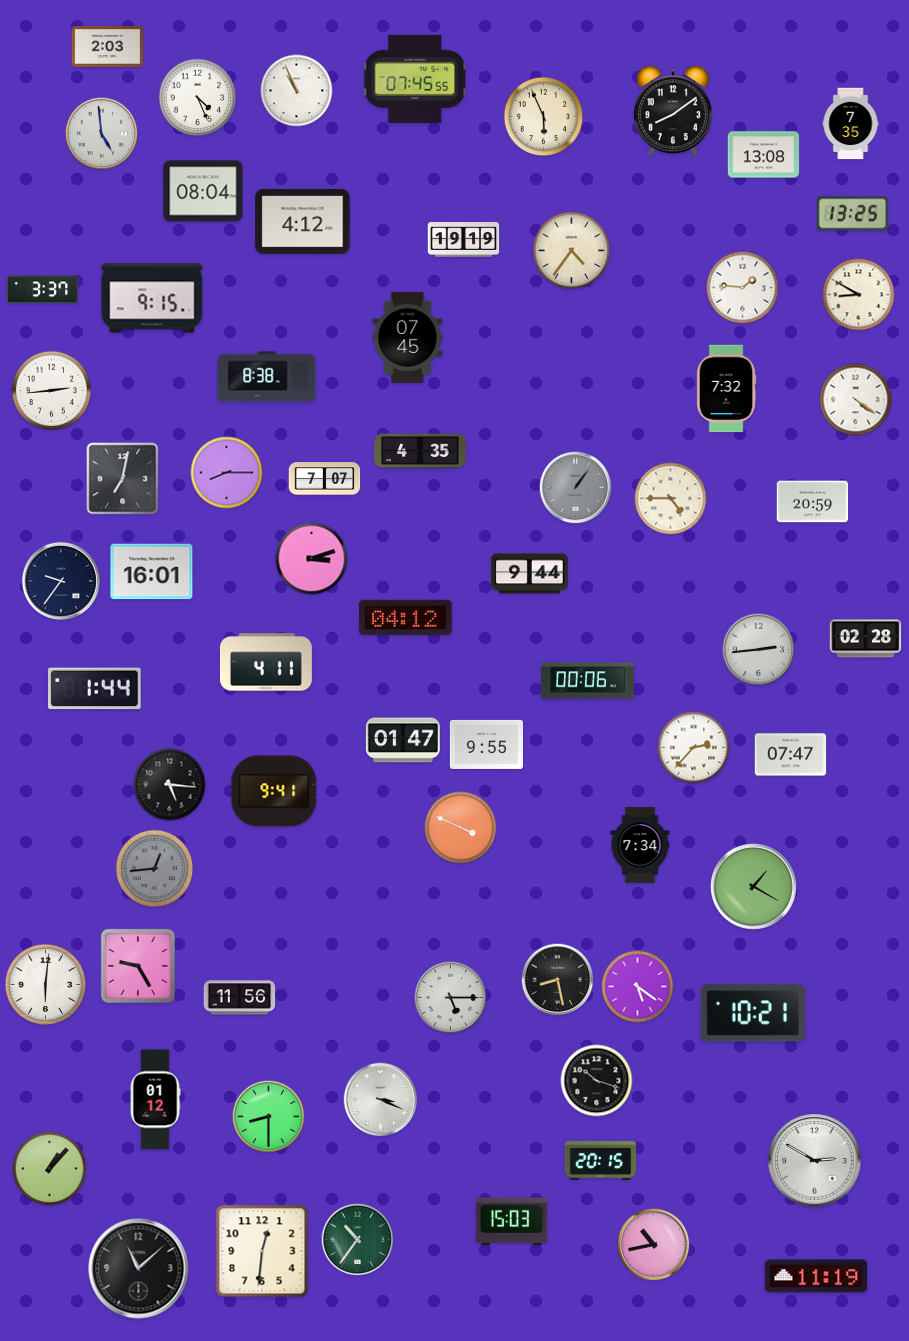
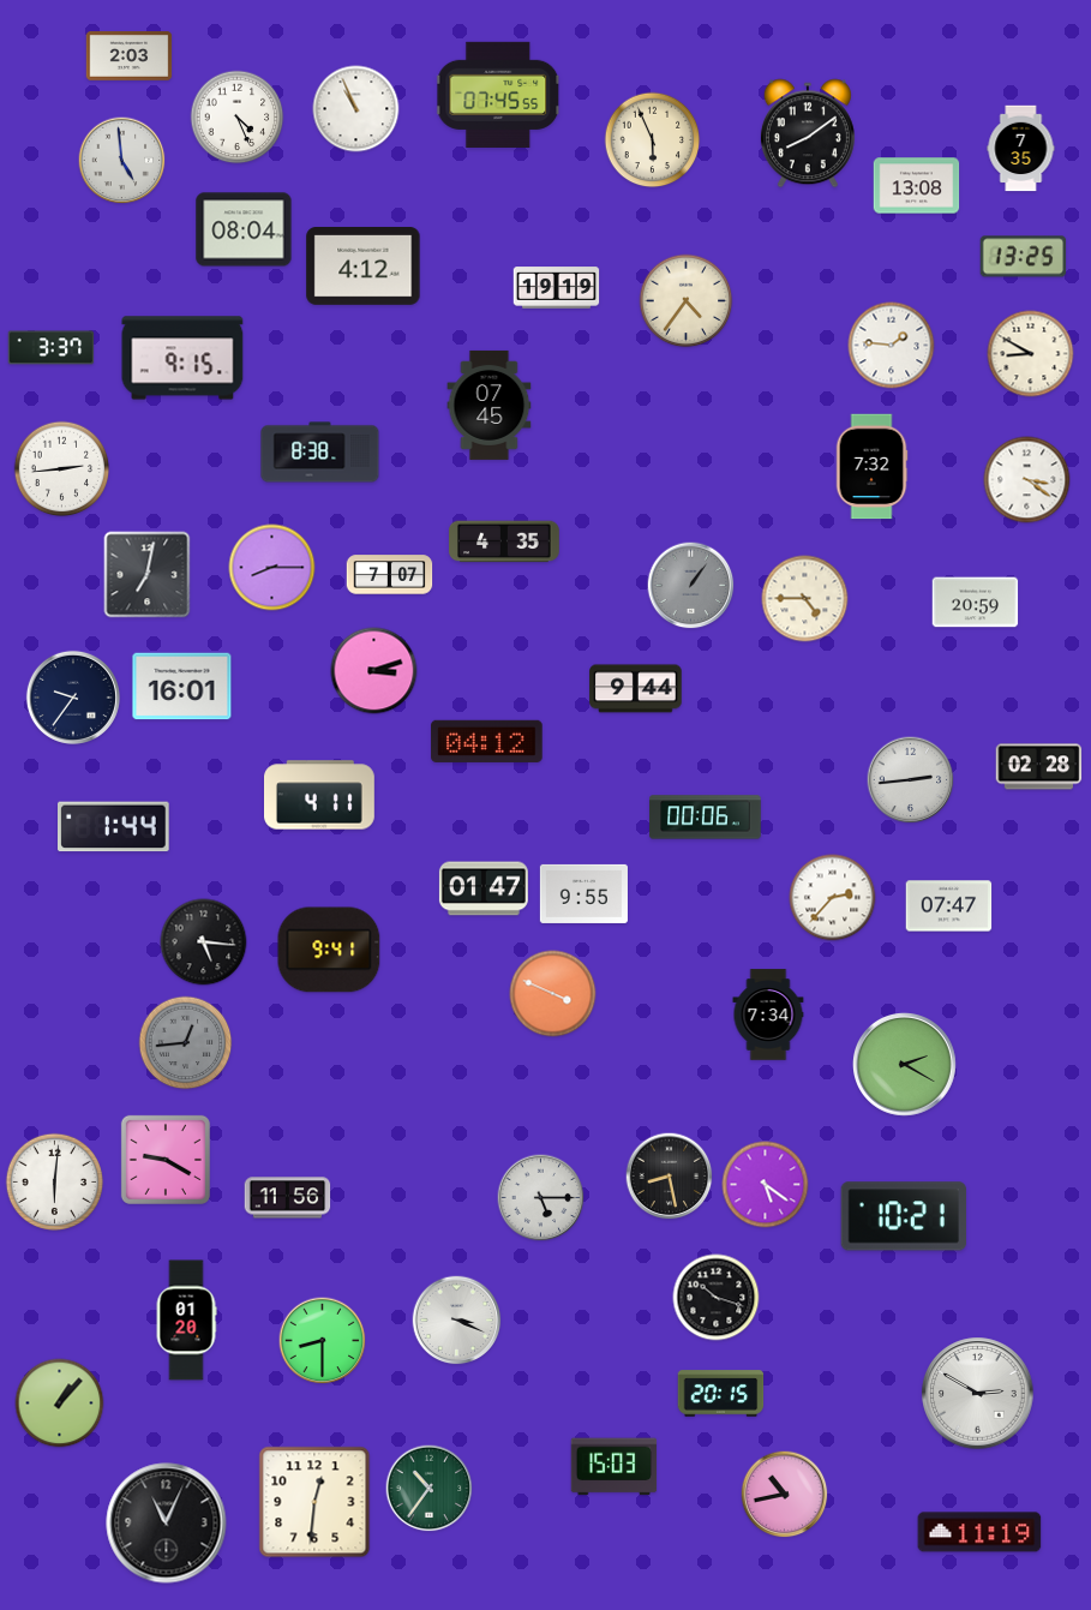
clock at (856, 400): 4:21 -> 3:21
clock at (754, 887): 1:20 -> 2:20
clock at (138, 966): 9:25 -> 9:20
clock at (155, 1100): 01:12 -> 01:20
clock at (139, 1269): 11:08 -> 11:04
